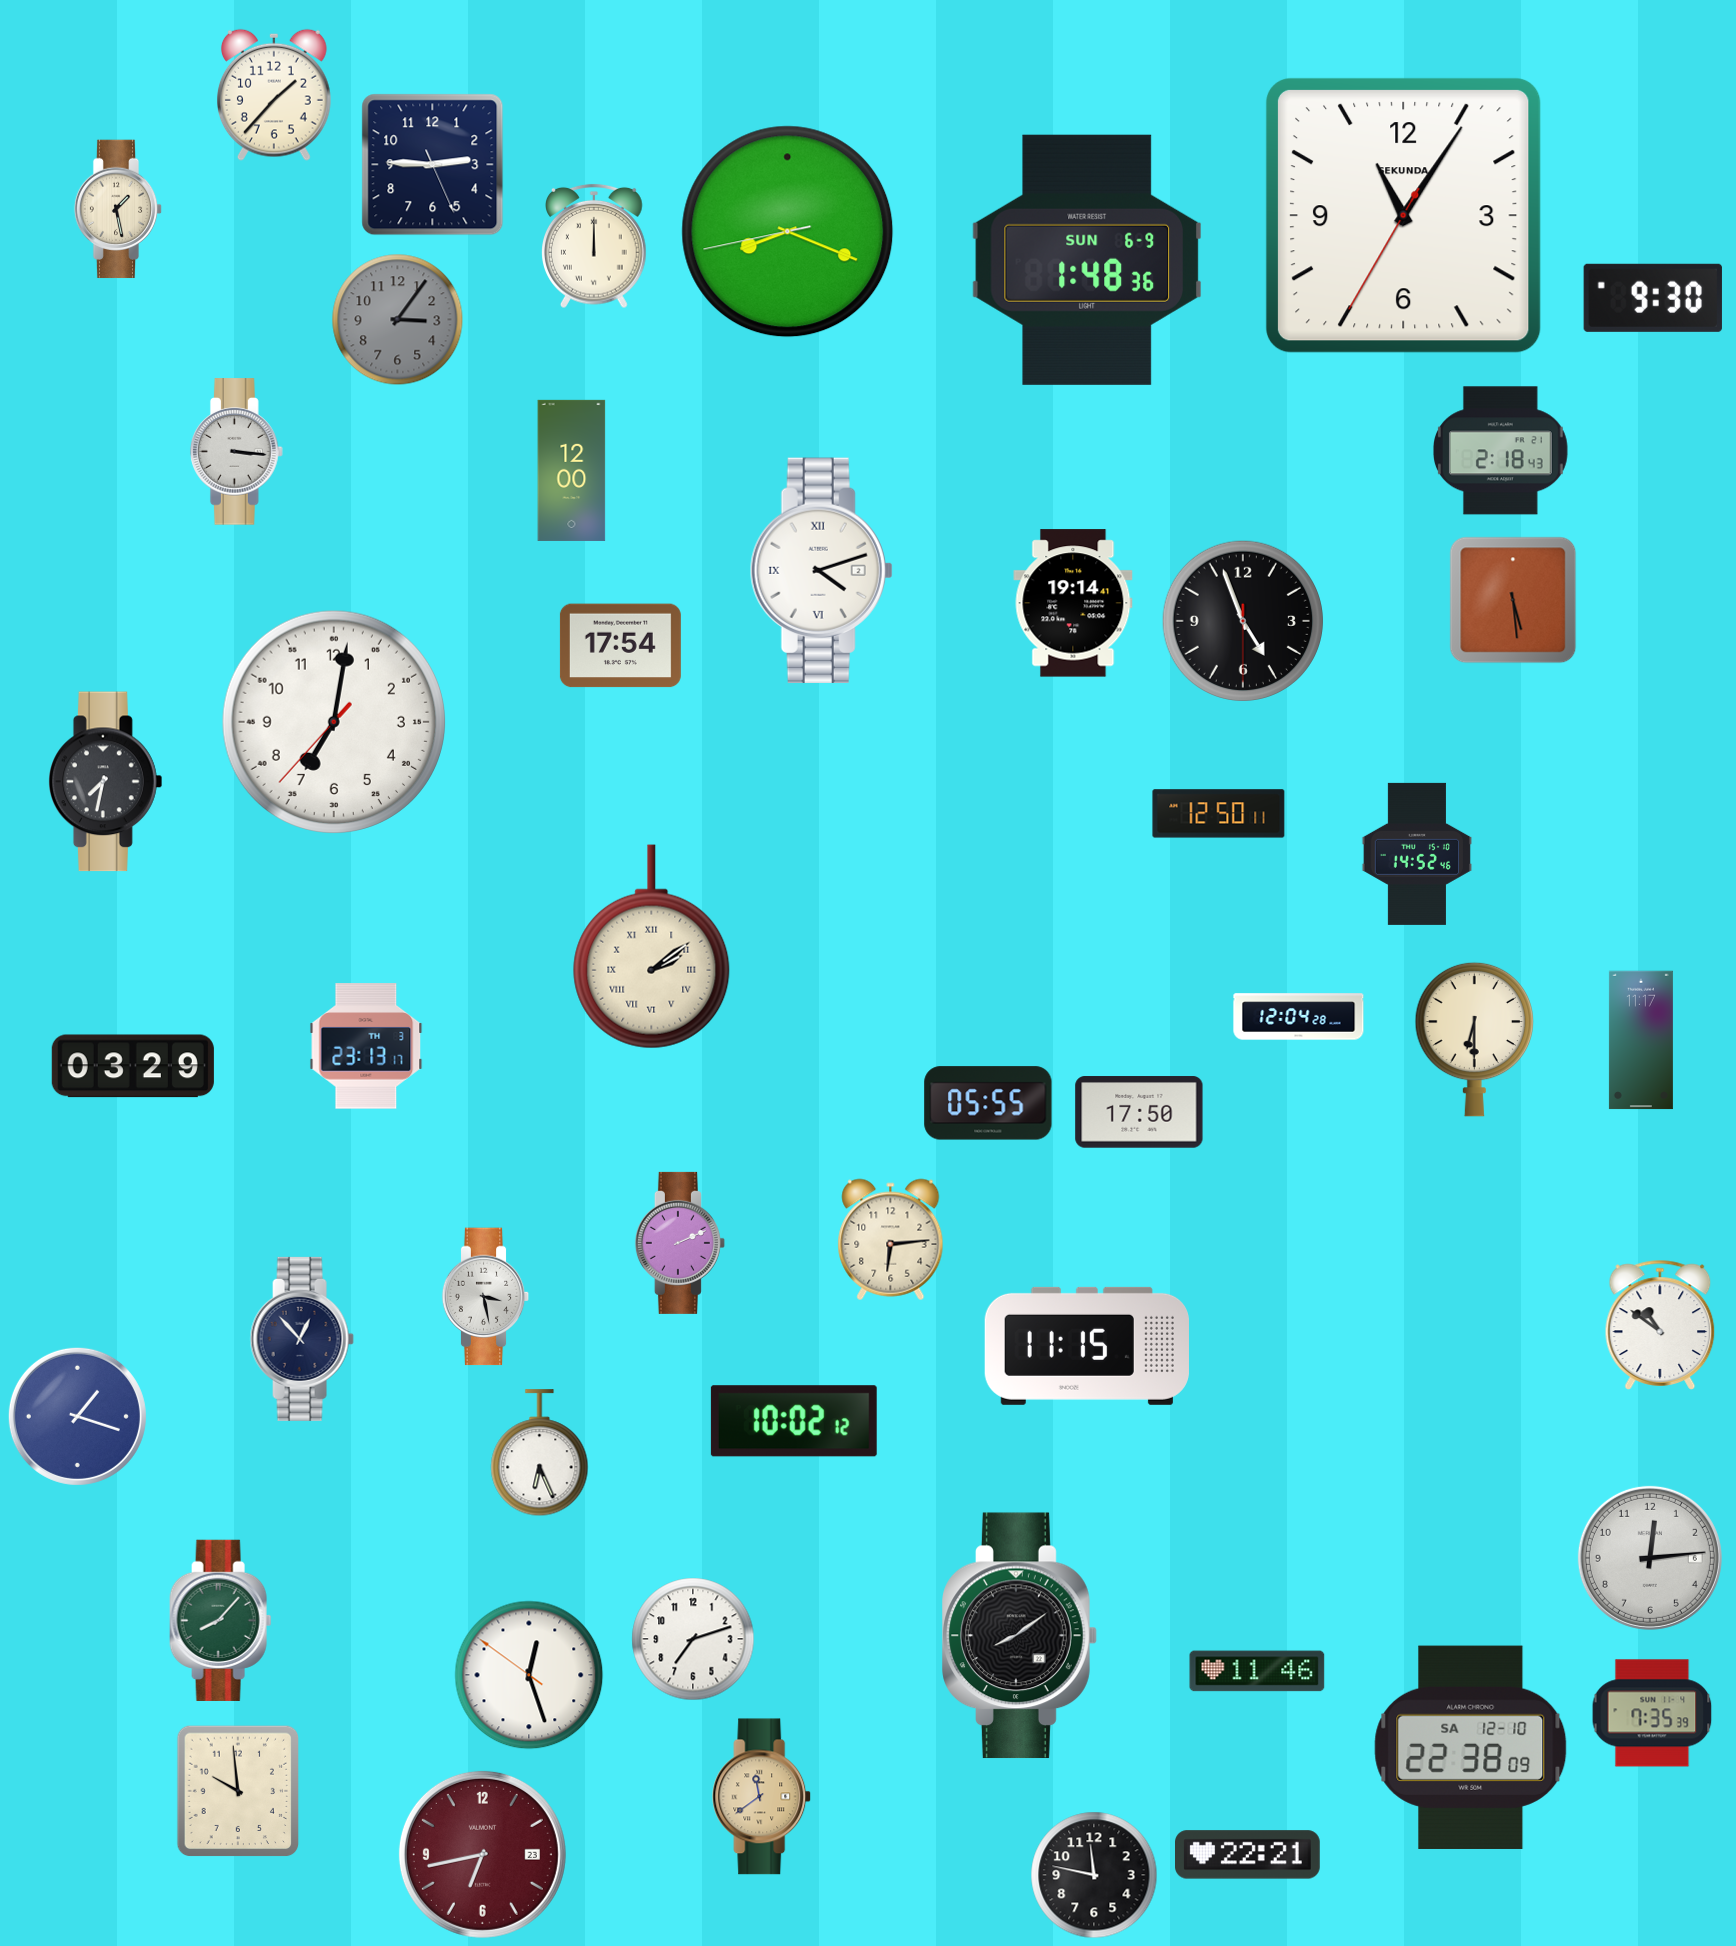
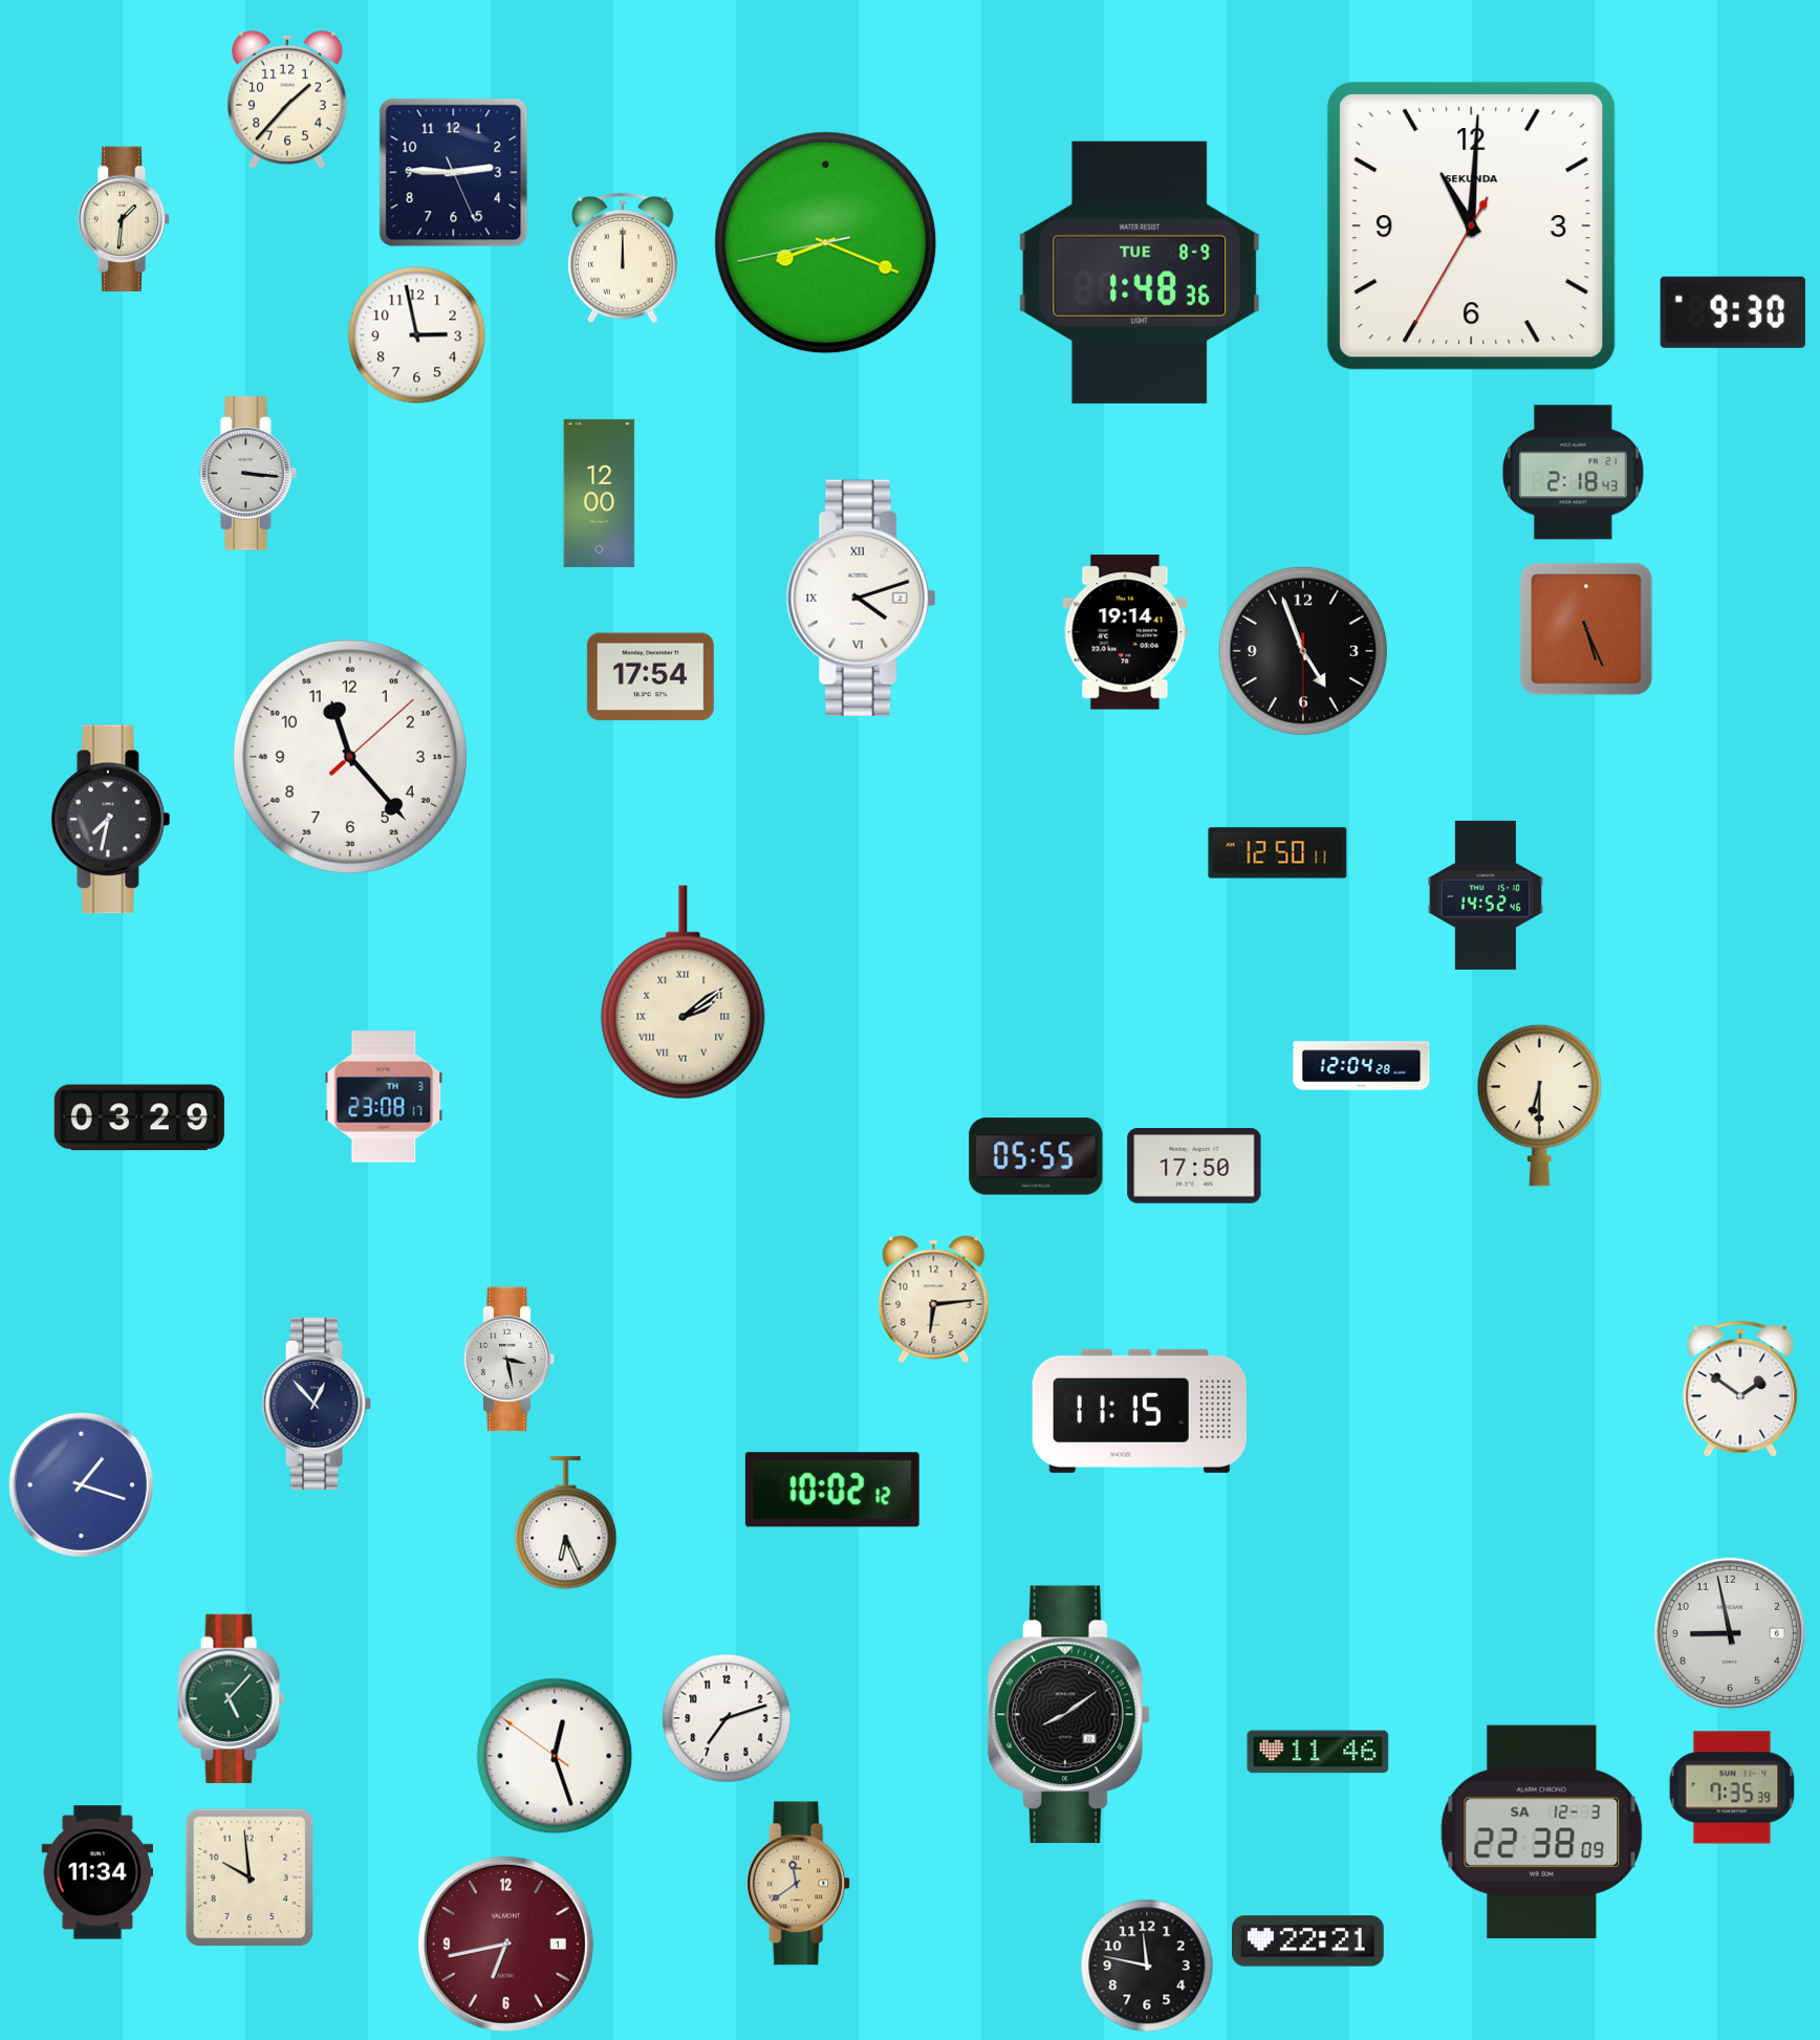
clock at (118, 209): 1:28 -> 1:31
clock at (1403, 215): 11:05 -> 11:00
clock at (1086, 260) date: SUN 6-9 -> TUE 8-9
clock at (398, 320): 3:06 -> 2:58
clock at (398, 320) dial: grey -> white
clock at (1513, 600): 5:29 -> 5:26
clock at (333, 721): 7:01 -> 11:23
clock at (1475, 1039) position: (1475, 1039) -> (1540, 1105)
clock at (1641, 1040): 11:17 -> none
clock at (366, 1046): 23:13 -> 23:08
clock at (680, 1243): 2:11 -> none
clock at (1660, 1325): 10:51 -> 1:51
clock at (1650, 1558): 12:14 -> 8:58
clock at (221, 1620): 8:07 -> 5:07
clock at (1652, 1713) position: (1652, 1713) -> (1732, 1787)
clock at (1471, 1747) date: SA 12-10 -> SA 12-3
clock at (97, 1872): none -> 11:34
clock at (482, 1854) date: 23 -> 1
clock at (1248, 1855) position: (1248, 1855) -> (1308, 1941)
